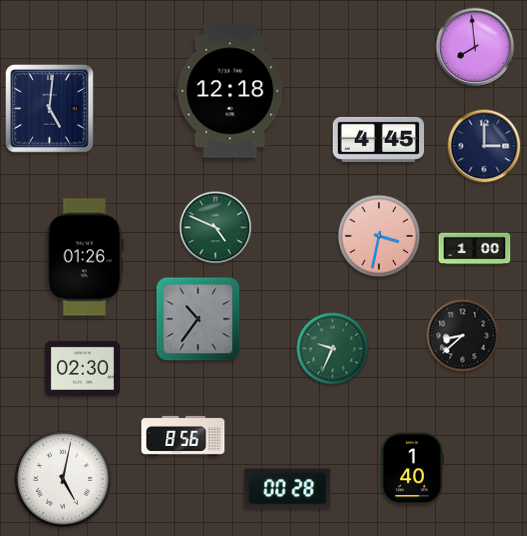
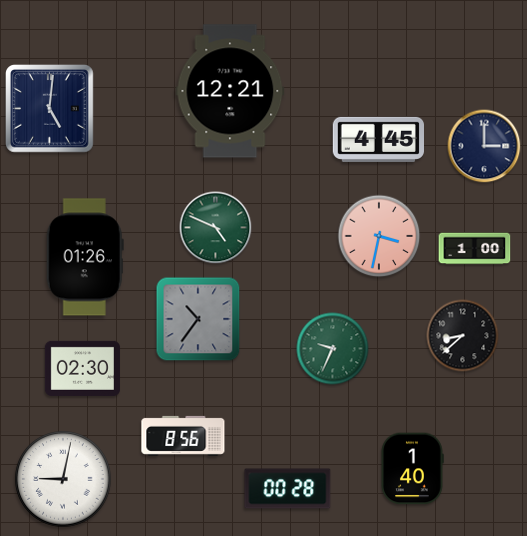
clock at (475, 47): 7:59 -> none
clock at (230, 91): 12:18 -> 12:21
clock at (63, 479): 5:02 -> 9:02
